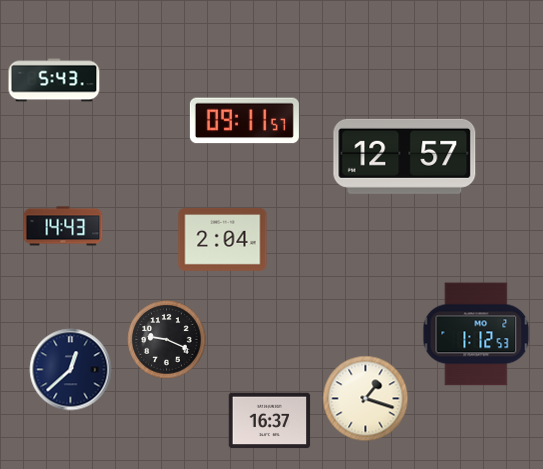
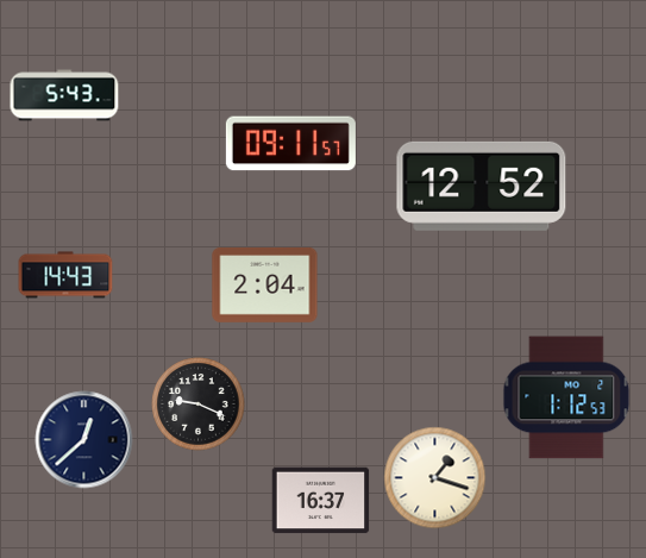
clock at (405, 156): 12:57 -> 12:52
clock at (63, 226) position: (63, 226) -> (65, 275)
clock at (366, 399) position: (366, 399) -> (435, 478)
